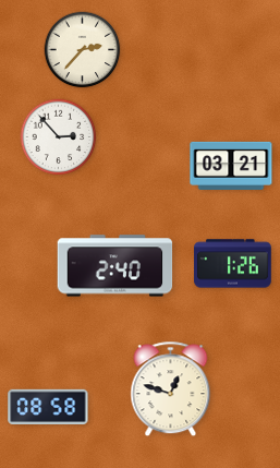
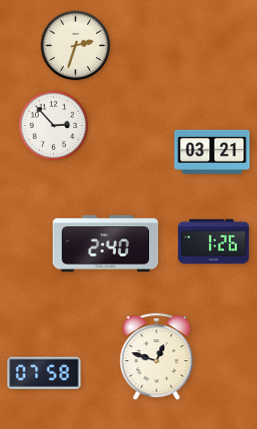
clock at (83, 50): 2:37 -> 2:33
clock at (48, 406): 08:58 -> 07:58
